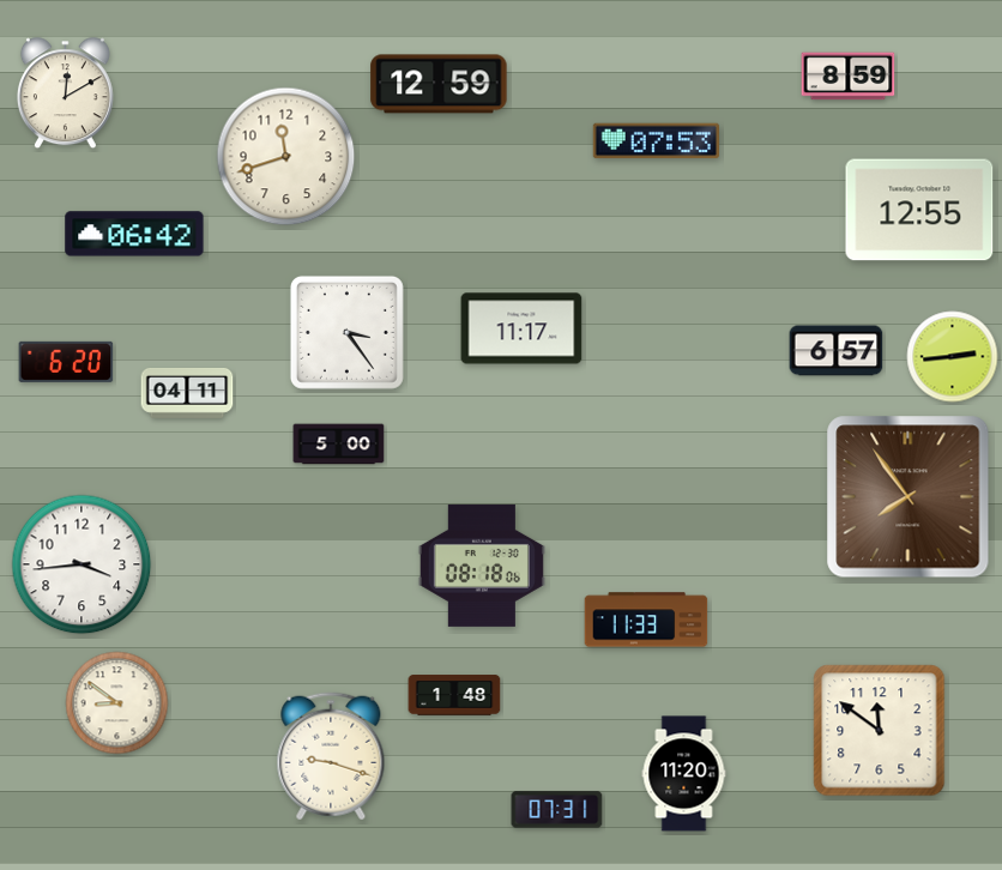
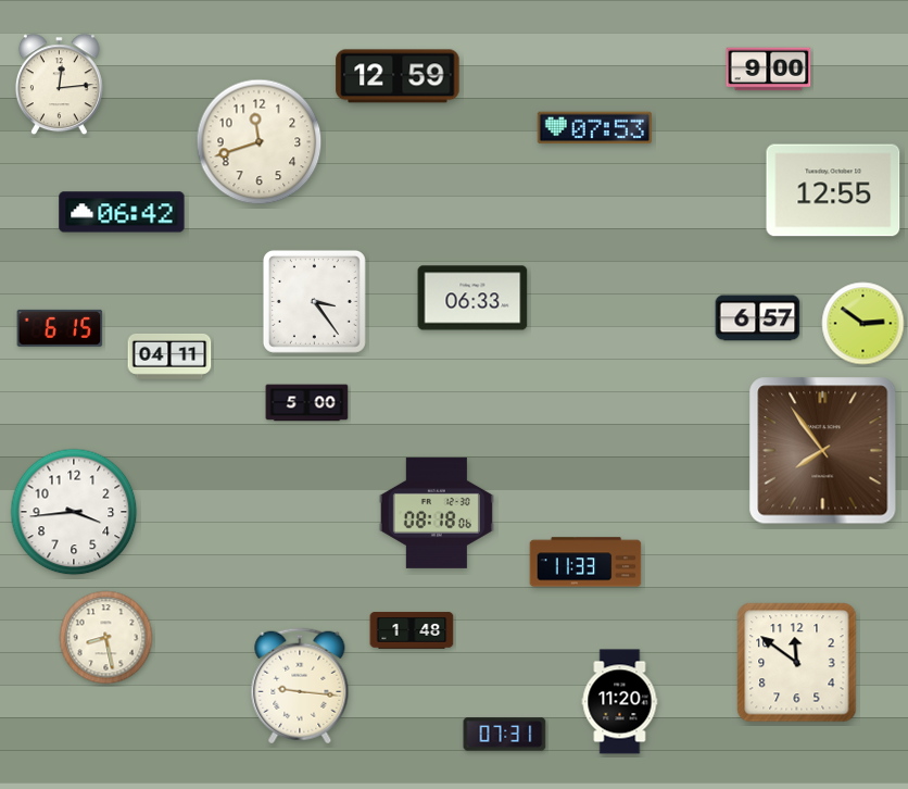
clock at (849, 77): 8:59 -> 9:00
clock at (65, 93): 12:10 -> 12:14
clock at (521, 328): 11:17 -> 06:33
clock at (953, 357): 2:44 -> 2:51
clock at (66, 362): 6:20 -> 6:15
clock at (117, 703): 8:51 -> 8:28
clock at (331, 756): 9:18 -> 9:16
